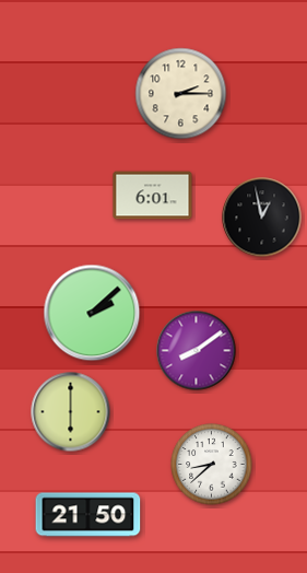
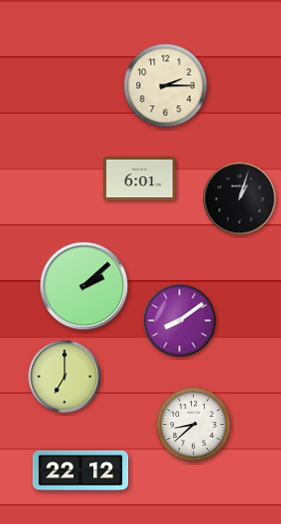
clock at (262, 218): 12:58 -> 1:03
clock at (71, 412): 6:00 -> 7:00
clock at (88, 515): 21:50 -> 22:12
